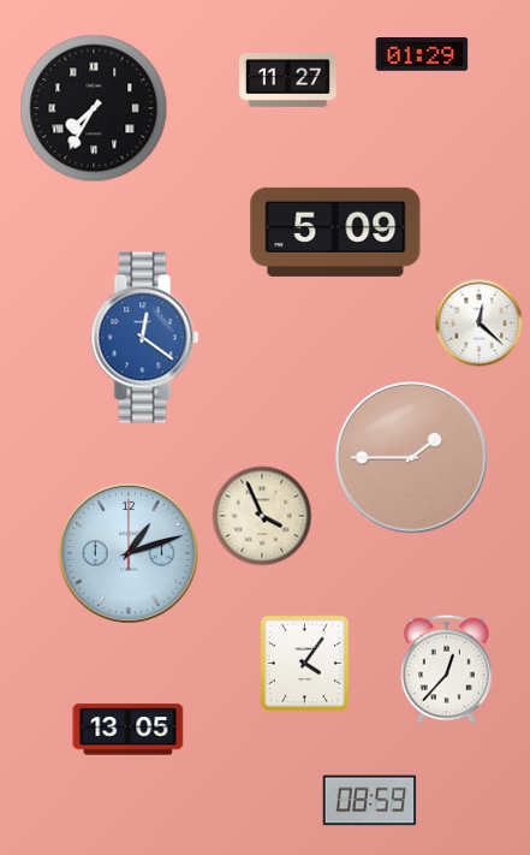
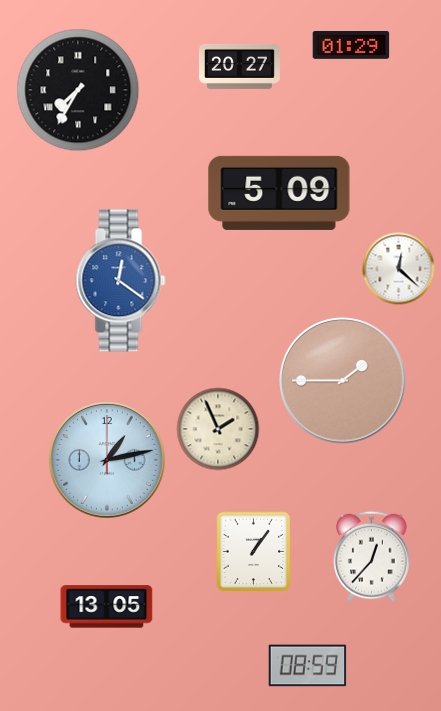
clock at (287, 81): 11:27 -> 20:27
clock at (262, 516): 3:56 -> 1:56
clock at (129, 553): 1:12 -> 1:13
clock at (305, 664): 4:06 -> 1:06
